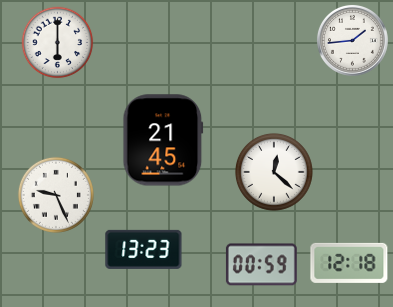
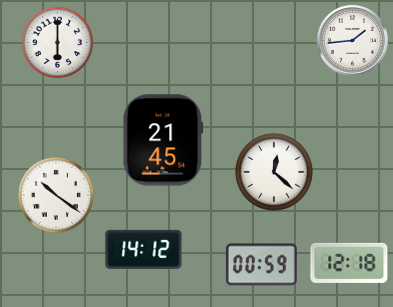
clock at (56, 195): 9:26 -> 10:21
clock at (144, 249): 13:23 -> 14:12
